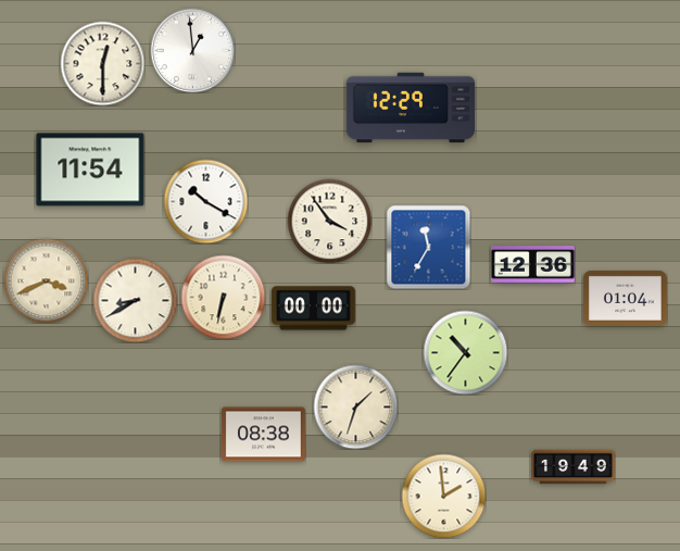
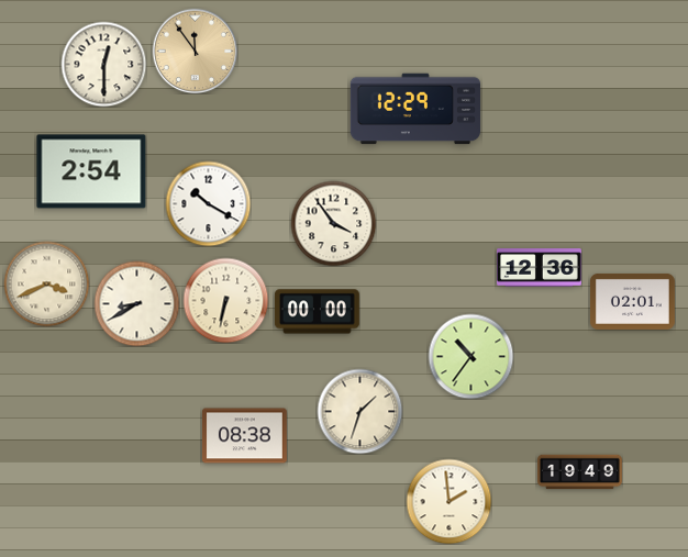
clock at (192, 50): 12:59 -> 11:54
clock at (192, 50) dial: white -> champagne
clock at (90, 170): 11:54 -> 2:54
clock at (428, 247): 11:35 -> none
clock at (625, 298): 01:04 -> 02:01
clock at (263, 435) position: (263, 435) -> (244, 436)
